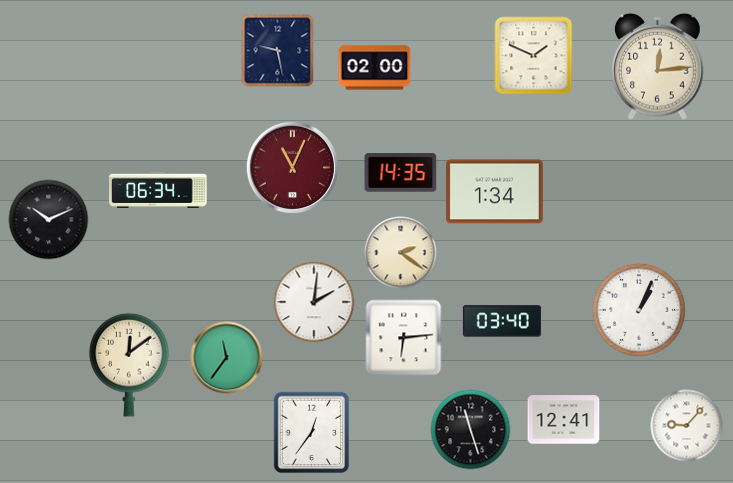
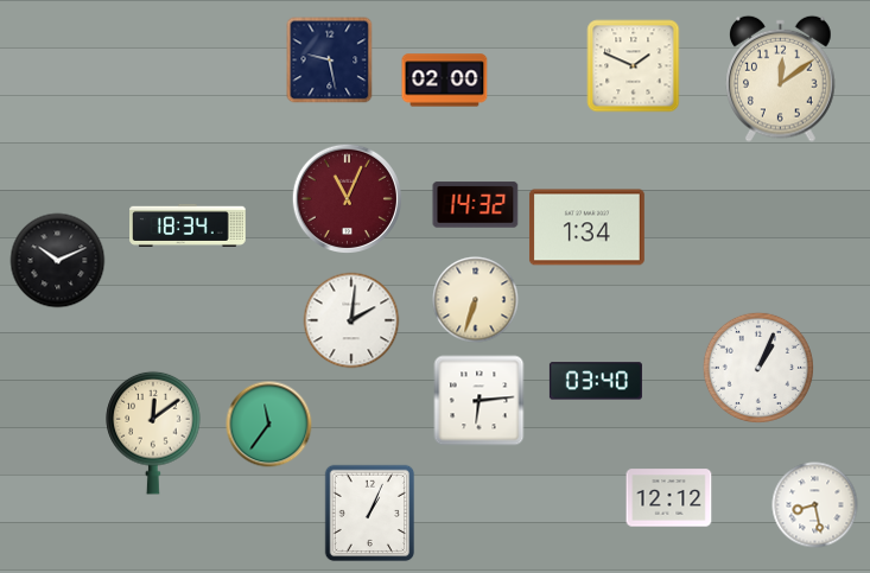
clock at (658, 66): 12:14 -> 12:09
clock at (401, 173): 14:35 -> 14:32
clock at (158, 190): 06:34 -> 18:34
clock at (401, 253): 2:21 -> 6:33
clock at (314, 302) position: (314, 302) -> (351, 320)
clock at (564, 420): 12:41 -> 12:12
clock at (687, 426): 9:07 -> 8:28
clock at (471, 430): 11:27 -> none
clock at (312, 433): 12:36 -> 1:04
